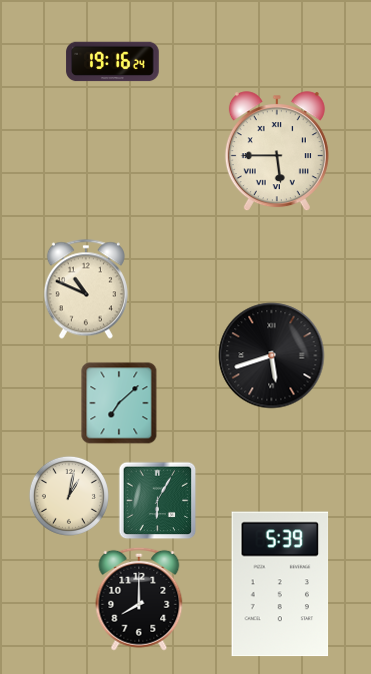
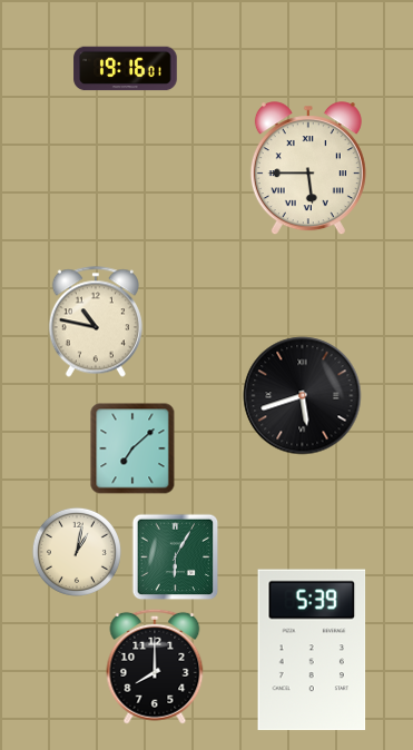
clock at (113, 62): 19:16:24 -> 19:16:01
clock at (86, 289): 10:49 -> 10:47
